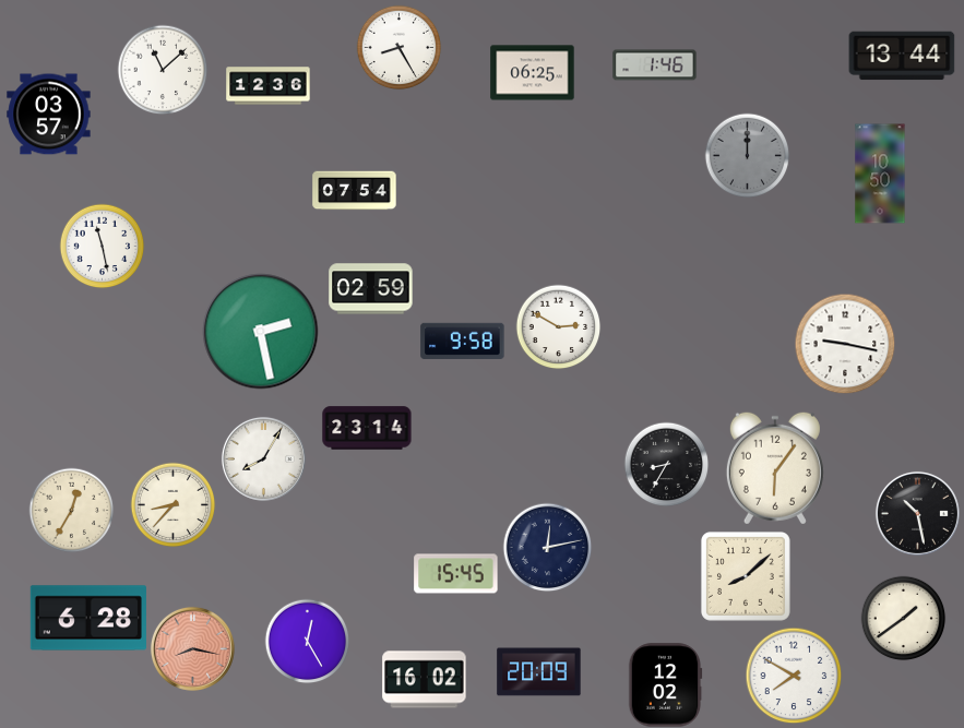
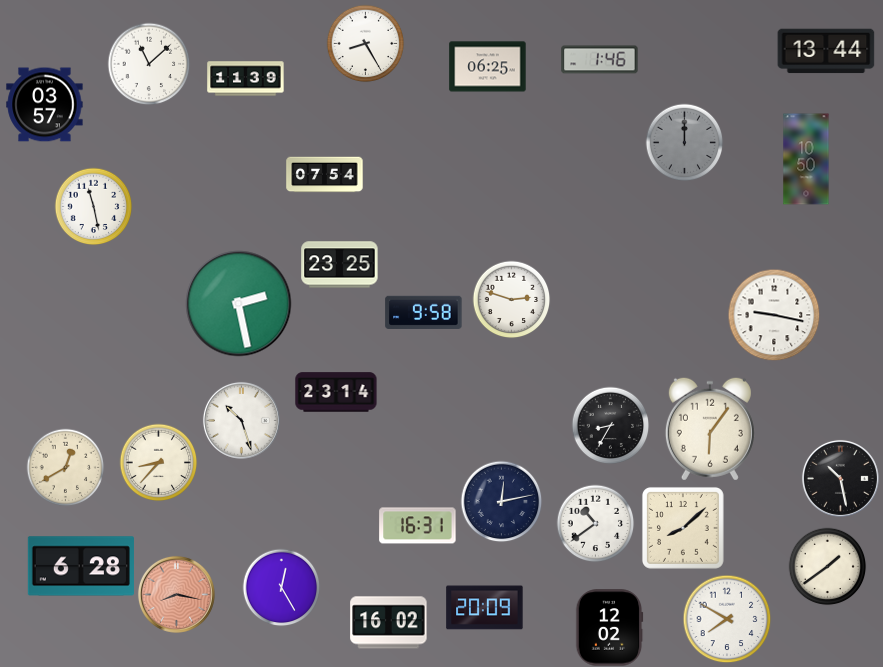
clock at (269, 86): 12:36 -> 11:39
clock at (102, 246) position: (102, 246) -> (93, 206)
clock at (371, 289): 02:59 -> 23:25
clock at (558, 326): 2:50 -> 2:48
clock at (263, 458): 8:05 -> 10:27
clock at (71, 510): 12:35 -> 12:40
clock at (917, 513) position: (917, 513) -> (840, 478)
clock at (595, 523): none -> 10:39
clock at (456, 574): 15:45 -> 16:31
clock at (539, 672) position: (539, 672) -> (485, 608)
